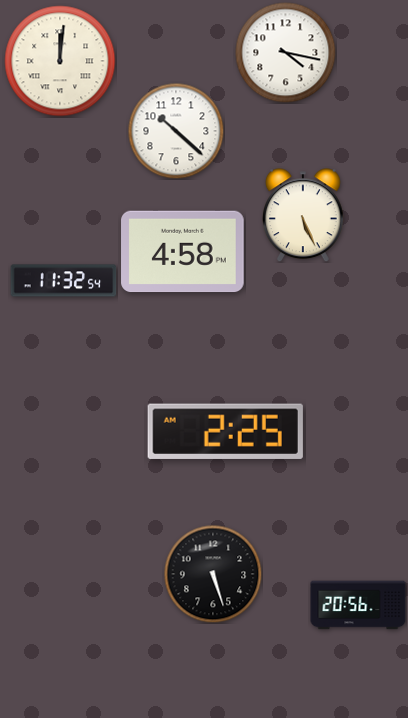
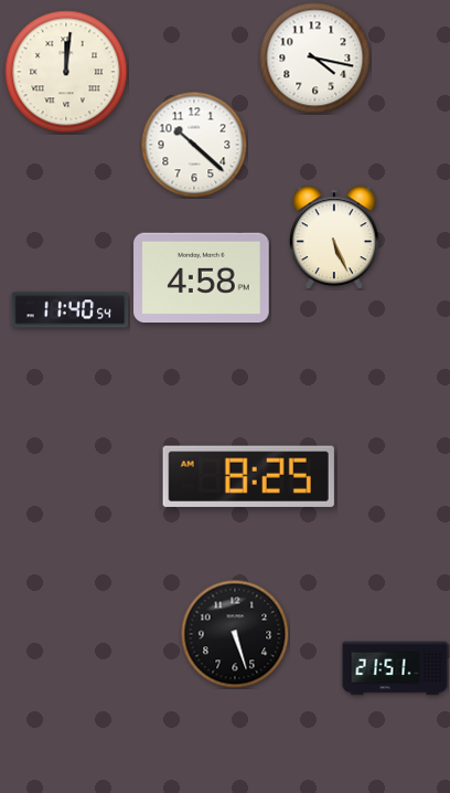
clock at (60, 61) position: (60, 61) -> (66, 72)
clock at (64, 281): 11:32 -> 11:40
clock at (225, 431): 2:25 -> 8:25
clock at (358, 605): 20:56 -> 21:51
